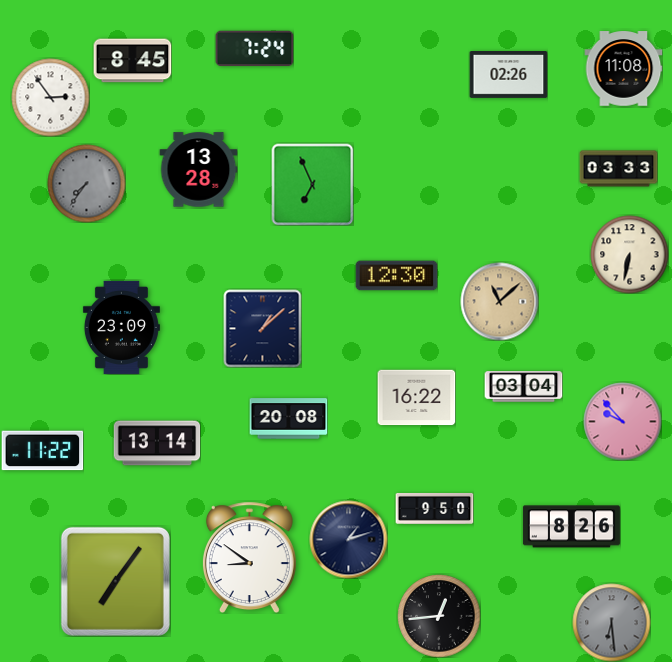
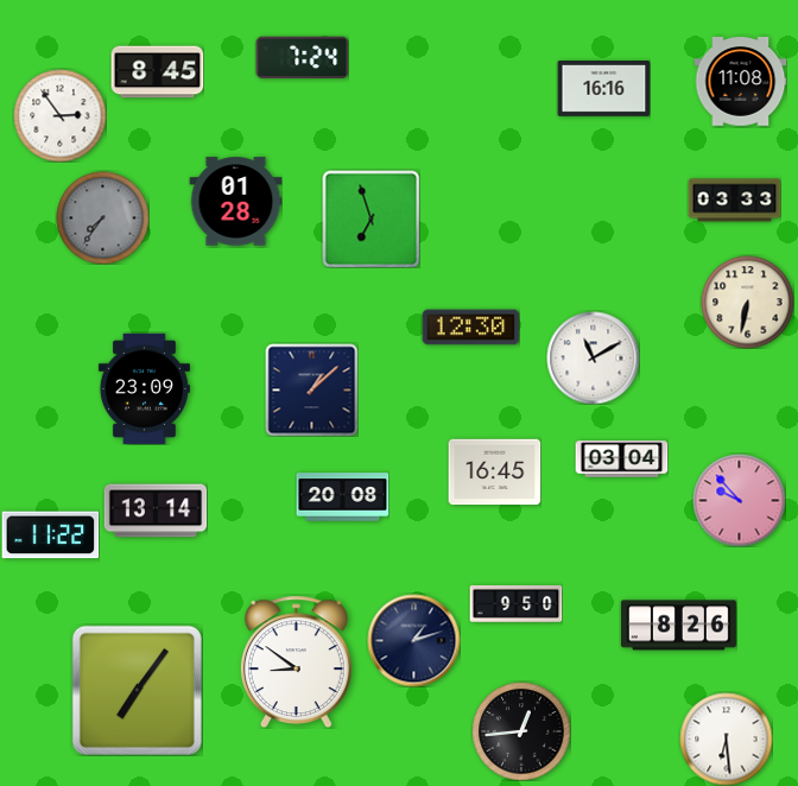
clock at (508, 75): 02:26 -> 16:16
clock at (198, 170): 13:28 -> 01:28
clock at (312, 184): 6:56 -> 6:57
clock at (499, 301): 11:08 -> 11:10
clock at (499, 301) dial: champagne -> white
clock at (416, 398): 16:22 -> 16:45
clock at (157, 443) position: (157, 443) -> (156, 511)
clock at (611, 622) dial: grey -> white
